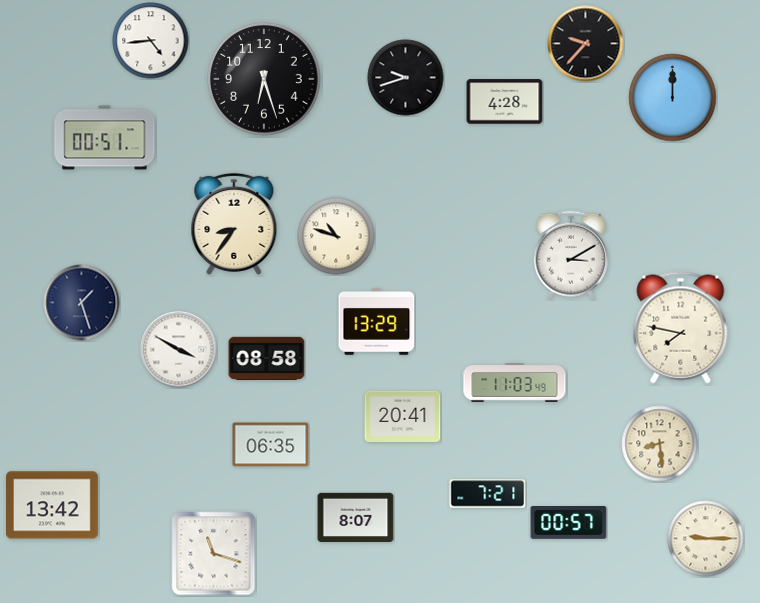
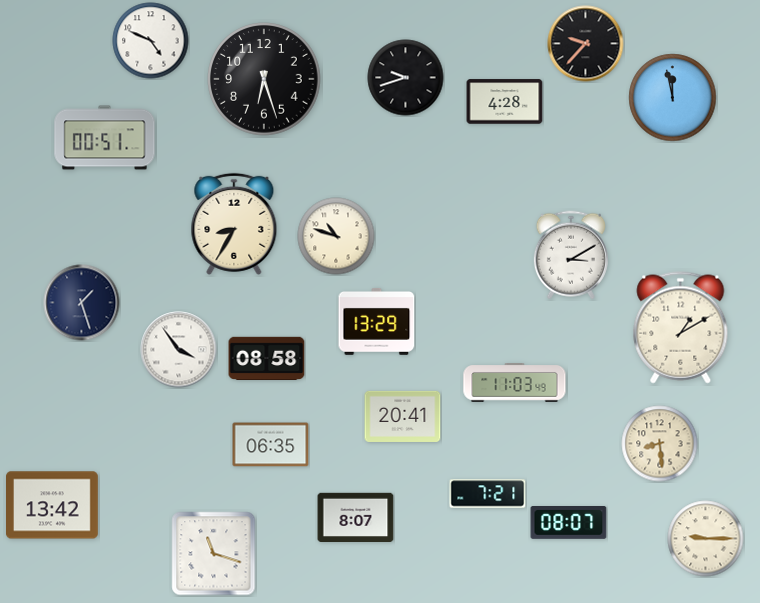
clock at (151, 41): 4:44 -> 4:49
clock at (673, 98): 12:00 -> 11:58
clock at (234, 224): 8:36 -> 8:35
clock at (681, 328): 7:47 -> 1:10
clock at (179, 350): 3:50 -> 3:54
clock at (569, 523): 00:57 -> 08:07
